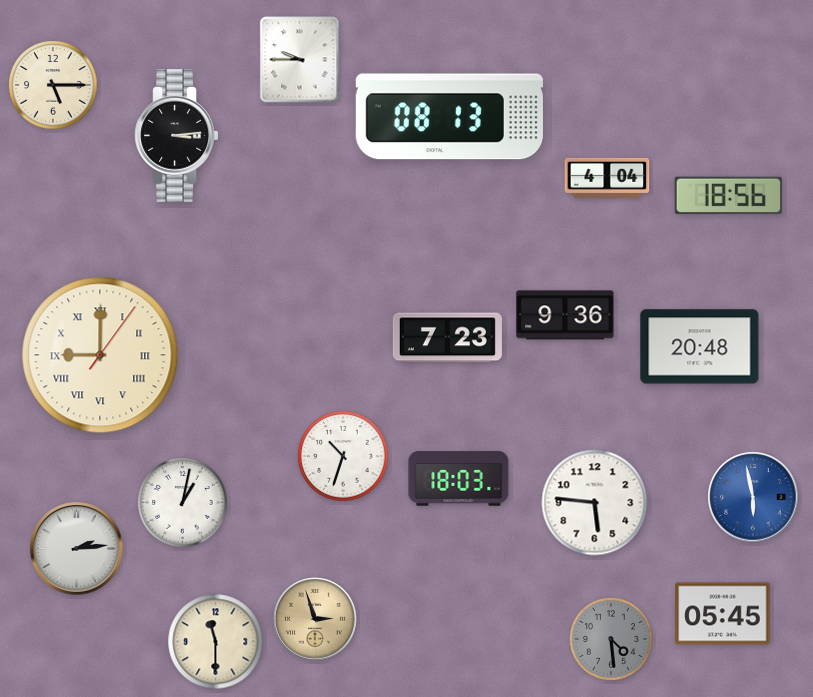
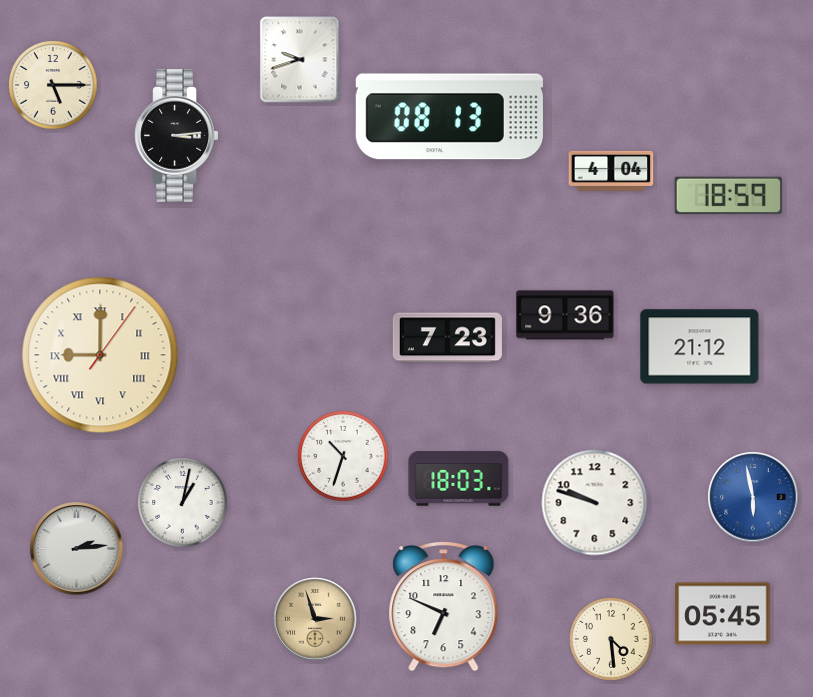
clock at (300, 60): 9:45 -> 9:42
clock at (607, 178) position: (607, 178) -> (611, 171)
clock at (728, 195): 18:56 -> 18:59
clock at (700, 347): 20:48 -> 21:12
clock at (595, 503): 5:46 -> 9:48
clock at (444, 607): none -> 6:49
clock at (612, 640) dial: grey -> cream
clock at (216, 642): 11:30 -> none
